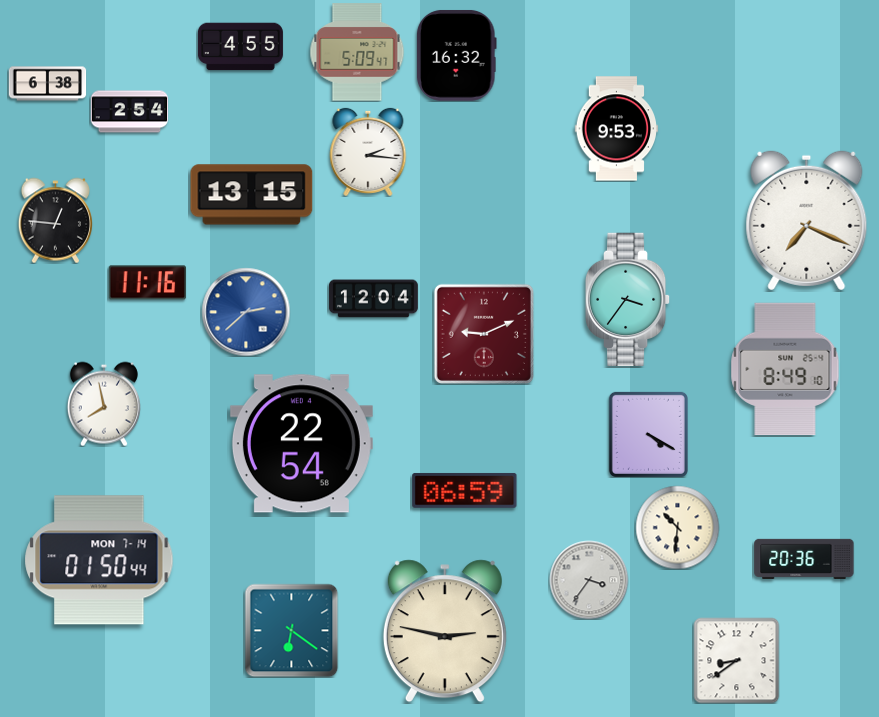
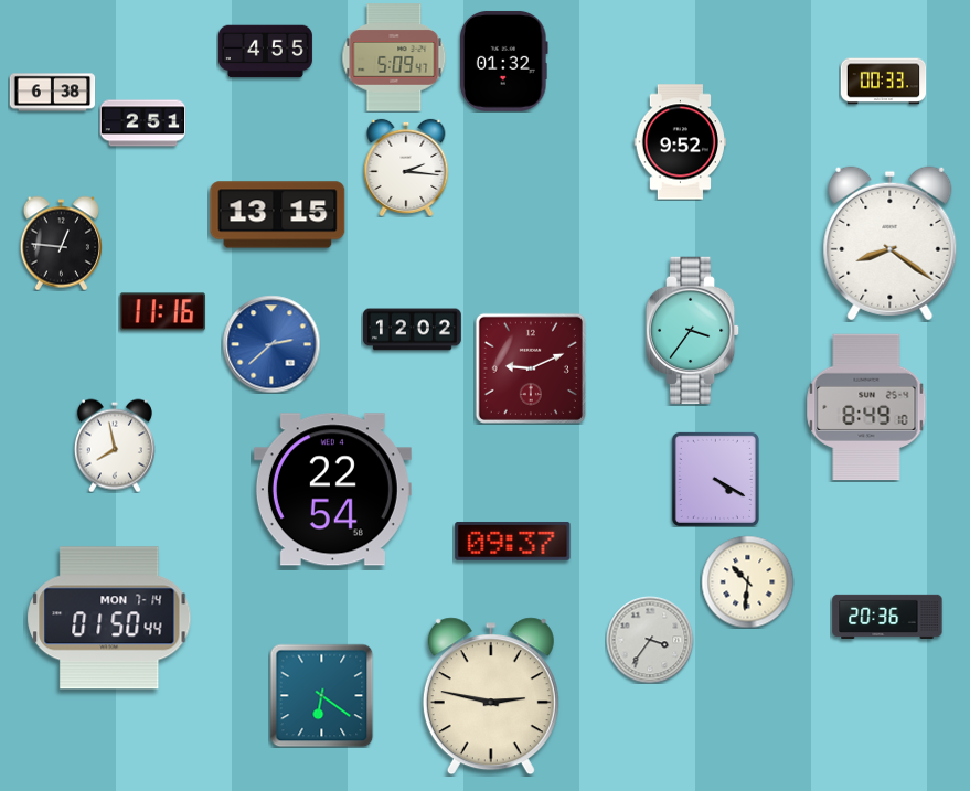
clock at (456, 55): 16:32 -> 01:32
clock at (883, 82): none -> 00:33
clock at (129, 112): 2:54 -> 2:51
clock at (617, 129): 9:53 -> 9:52
clock at (807, 221): 7:19 -> 8:21
clock at (373, 299): 12:04 -> 12:02
clock at (484, 334) position: (484, 334) -> (531, 368)
clock at (465, 490): 06:59 -> 09:37
clock at (736, 660): 8:39 -> none
